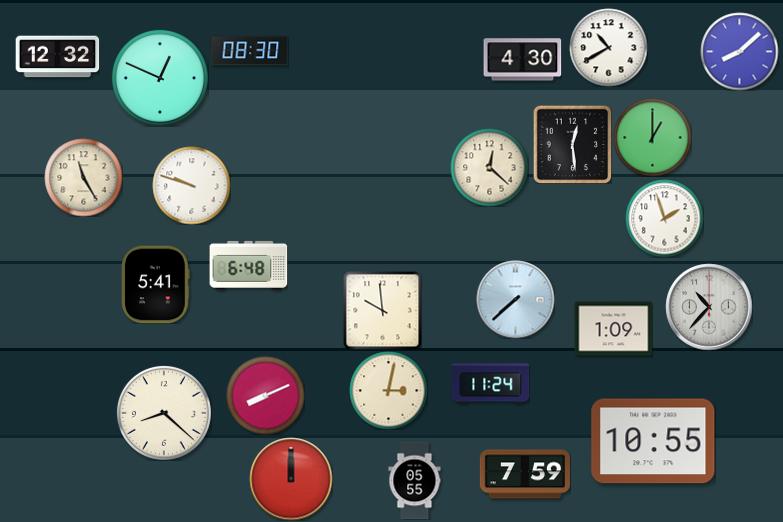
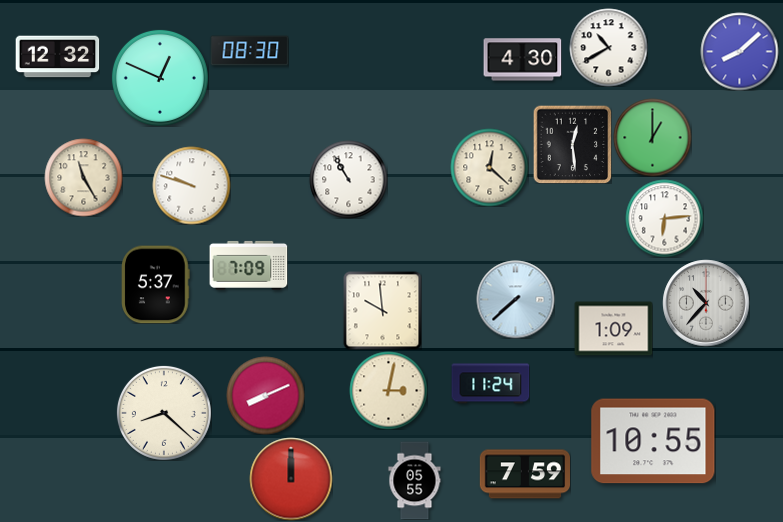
clock at (348, 179): none -> 10:55
clock at (664, 218): 1:57 -> 6:14
clock at (248, 265): 6:48 -> 7:09
clock at (156, 284): 5:41 -> 5:37
clock at (709, 307) position: (709, 307) -> (706, 303)
